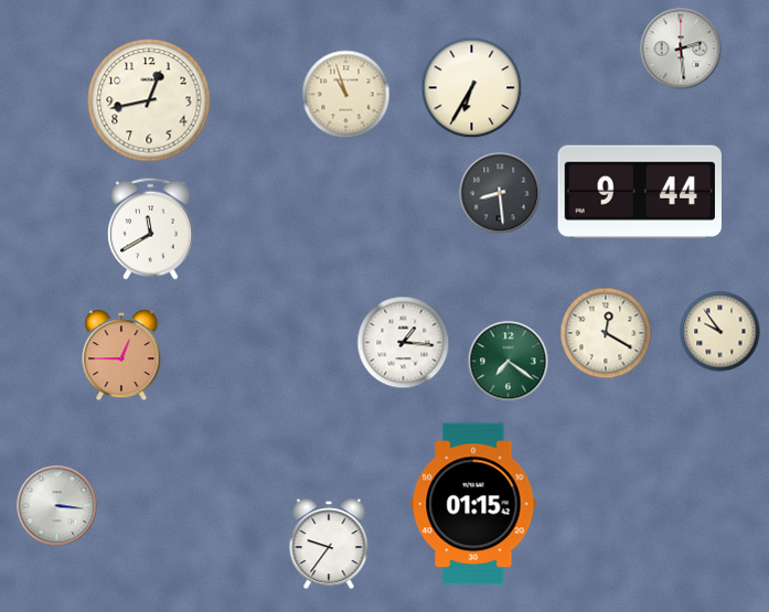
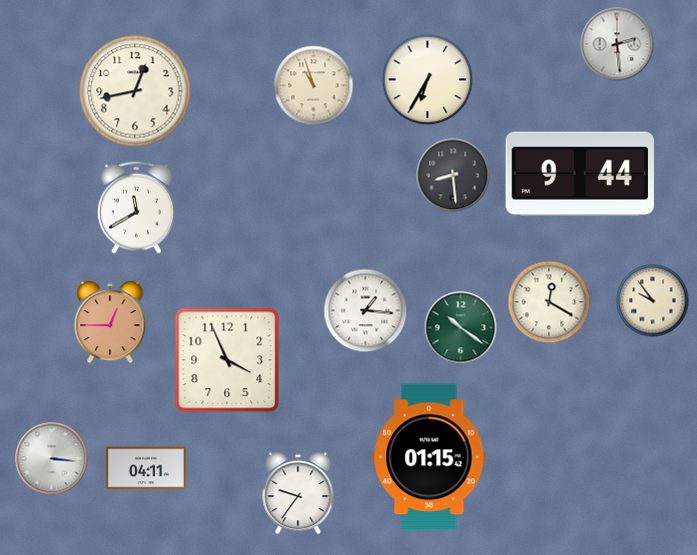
clock at (509, 362): 7:21 -> 10:21
clock at (227, 360): none -> 3:56
clock at (146, 468): none -> 04:11
